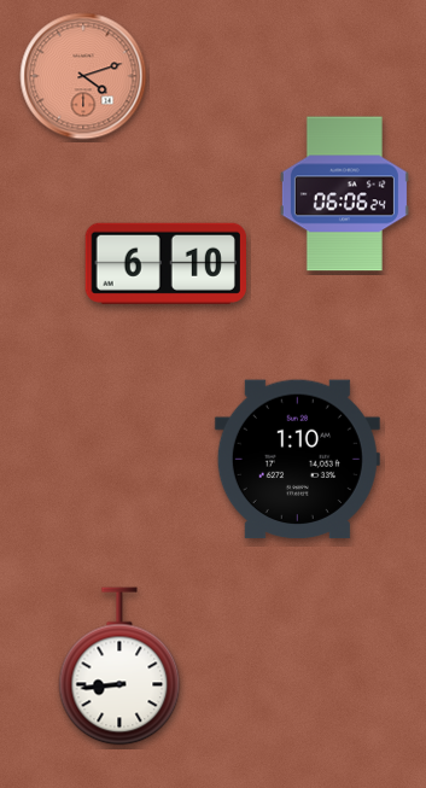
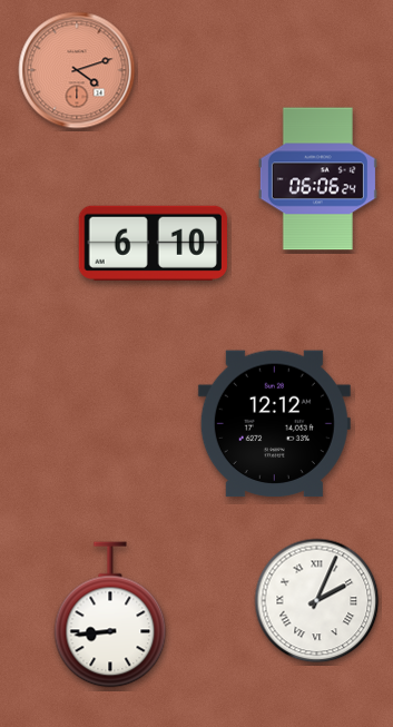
clock at (297, 460): 1:10 -> 12:12
clock at (317, 601): none -> 2:04
